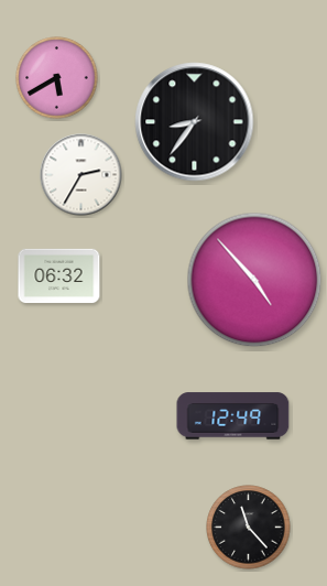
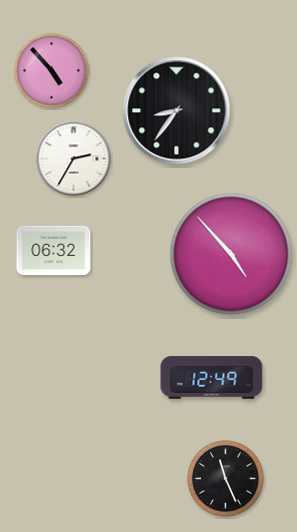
clock at (57, 78): 5:40 -> 4:53
clock at (249, 528): 11:23 -> 11:26
